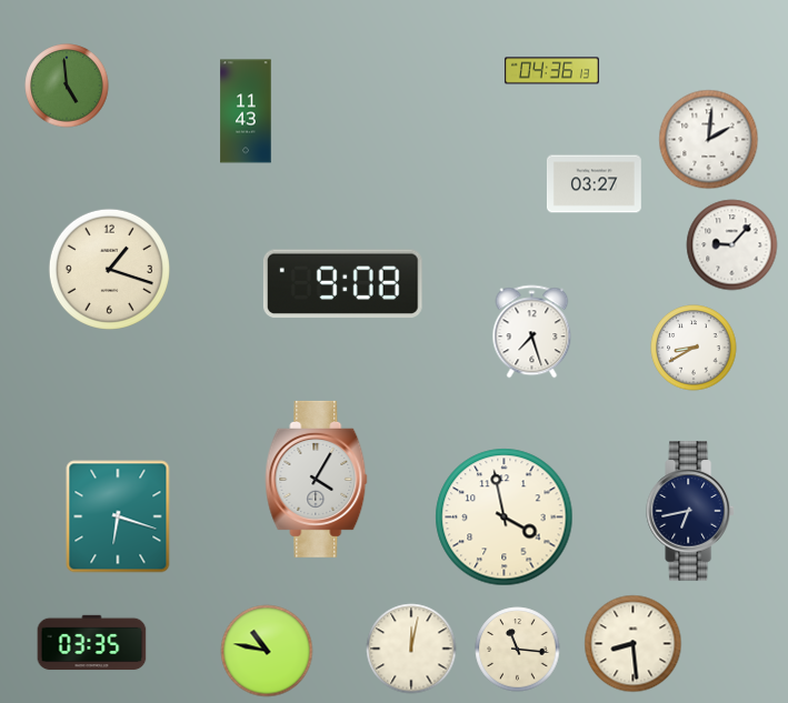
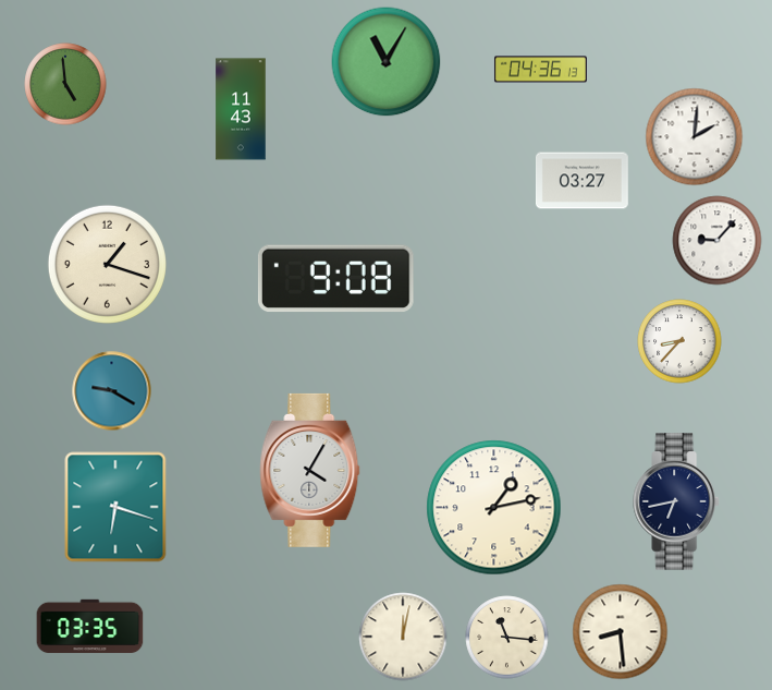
clock at (387, 62): none -> 11:05
clock at (532, 332): 7:27 -> none
clock at (694, 348): 8:40 -> 8:37
clock at (112, 391): none -> 9:20
clock at (505, 518): 3:58 -> 1:13
clock at (92, 643) position: (92, 643) -> (90, 627)
clock at (267, 651): 10:47 -> none
